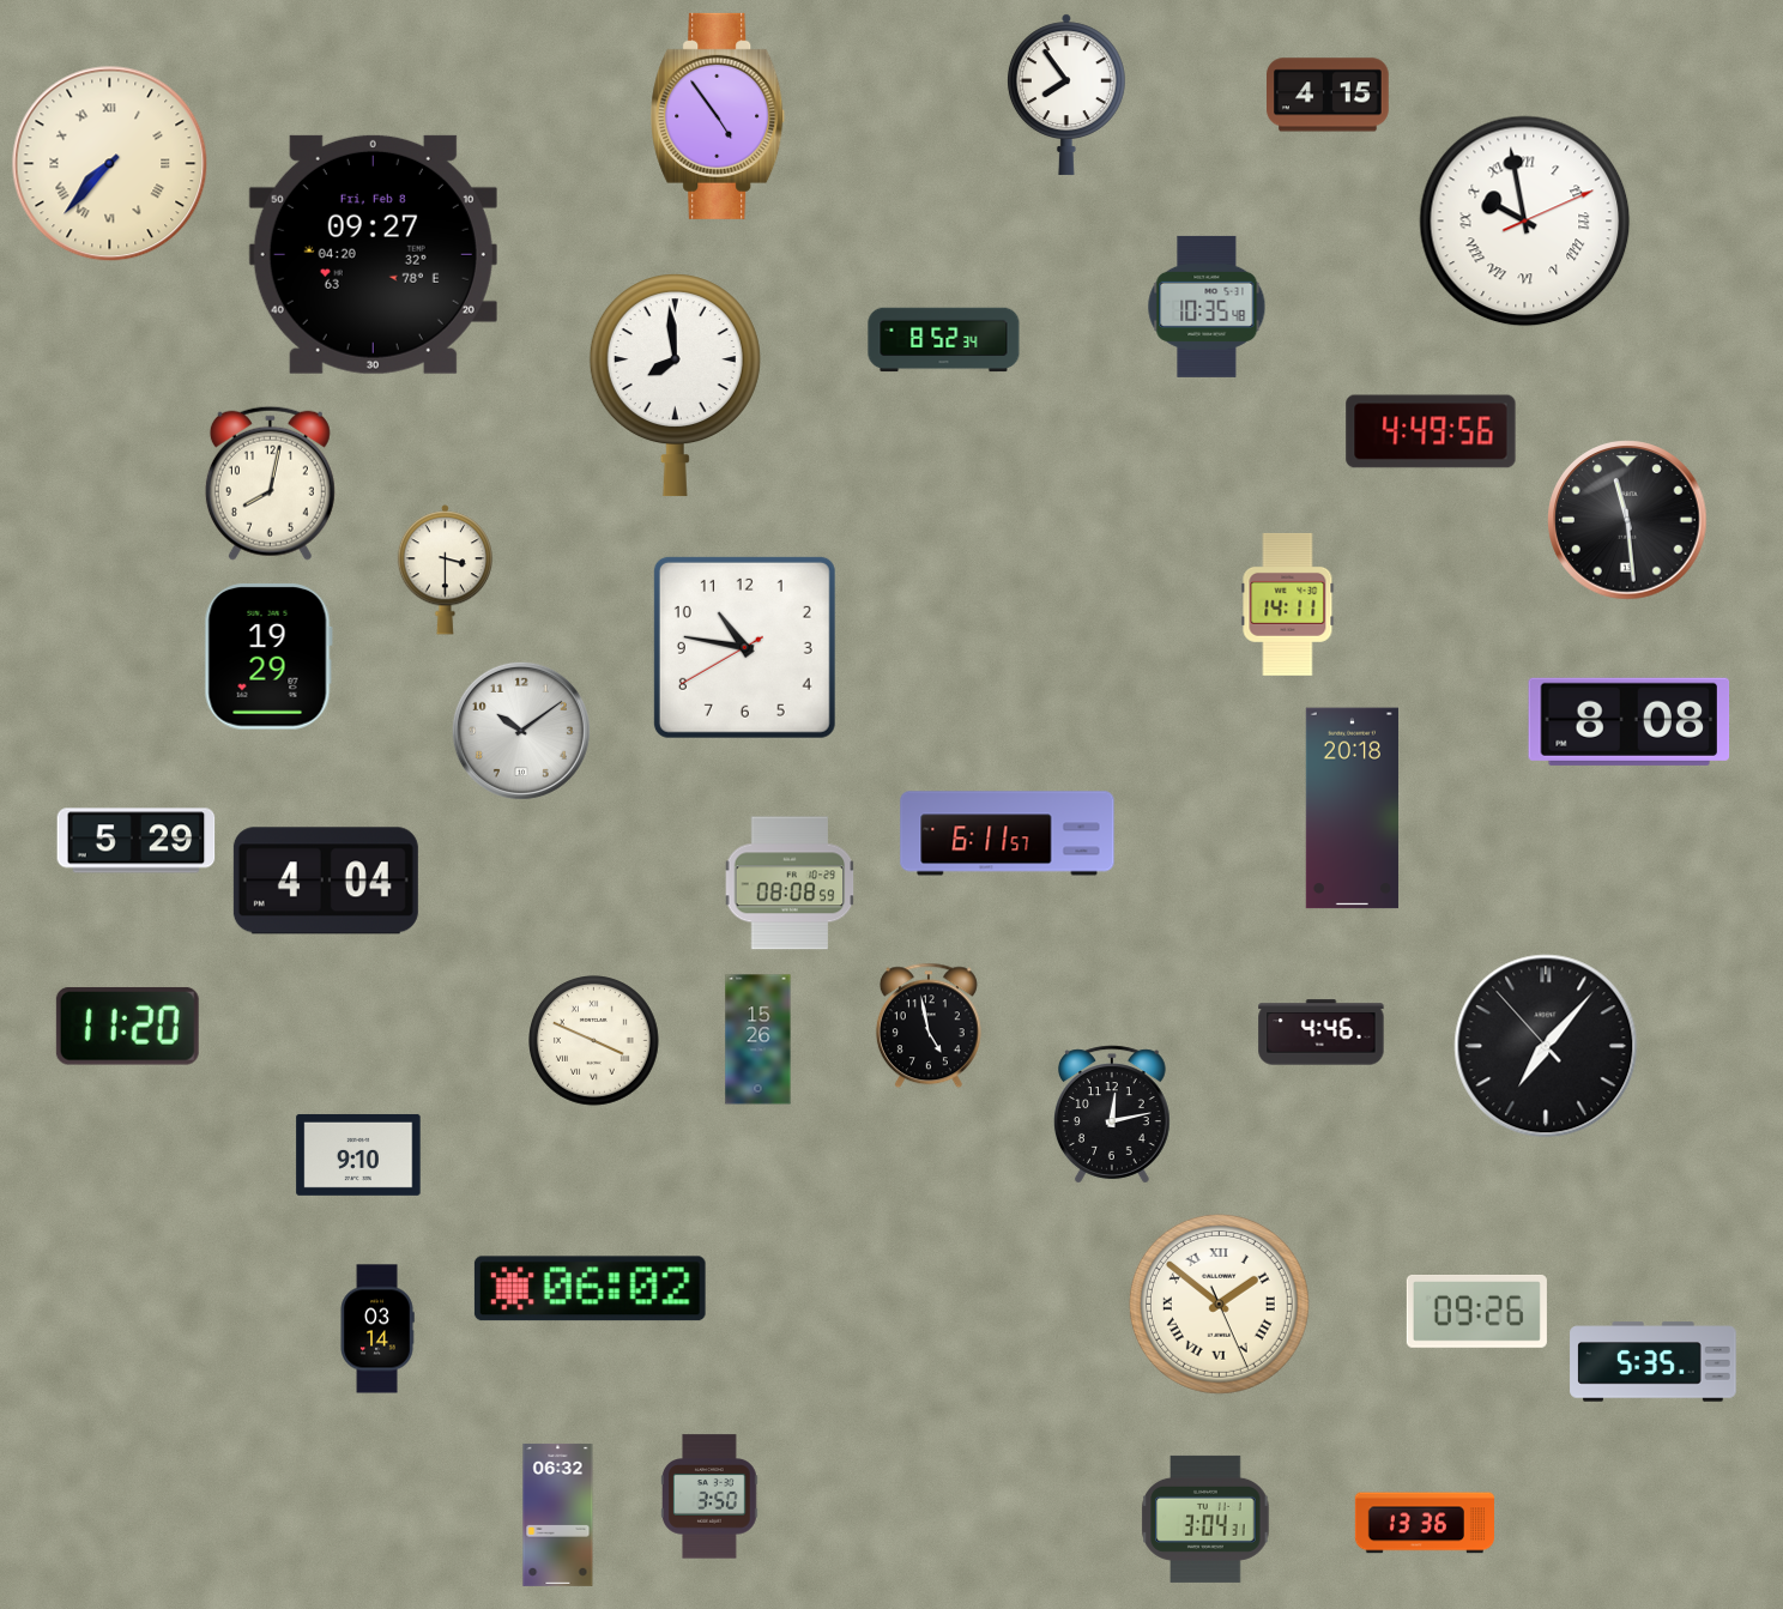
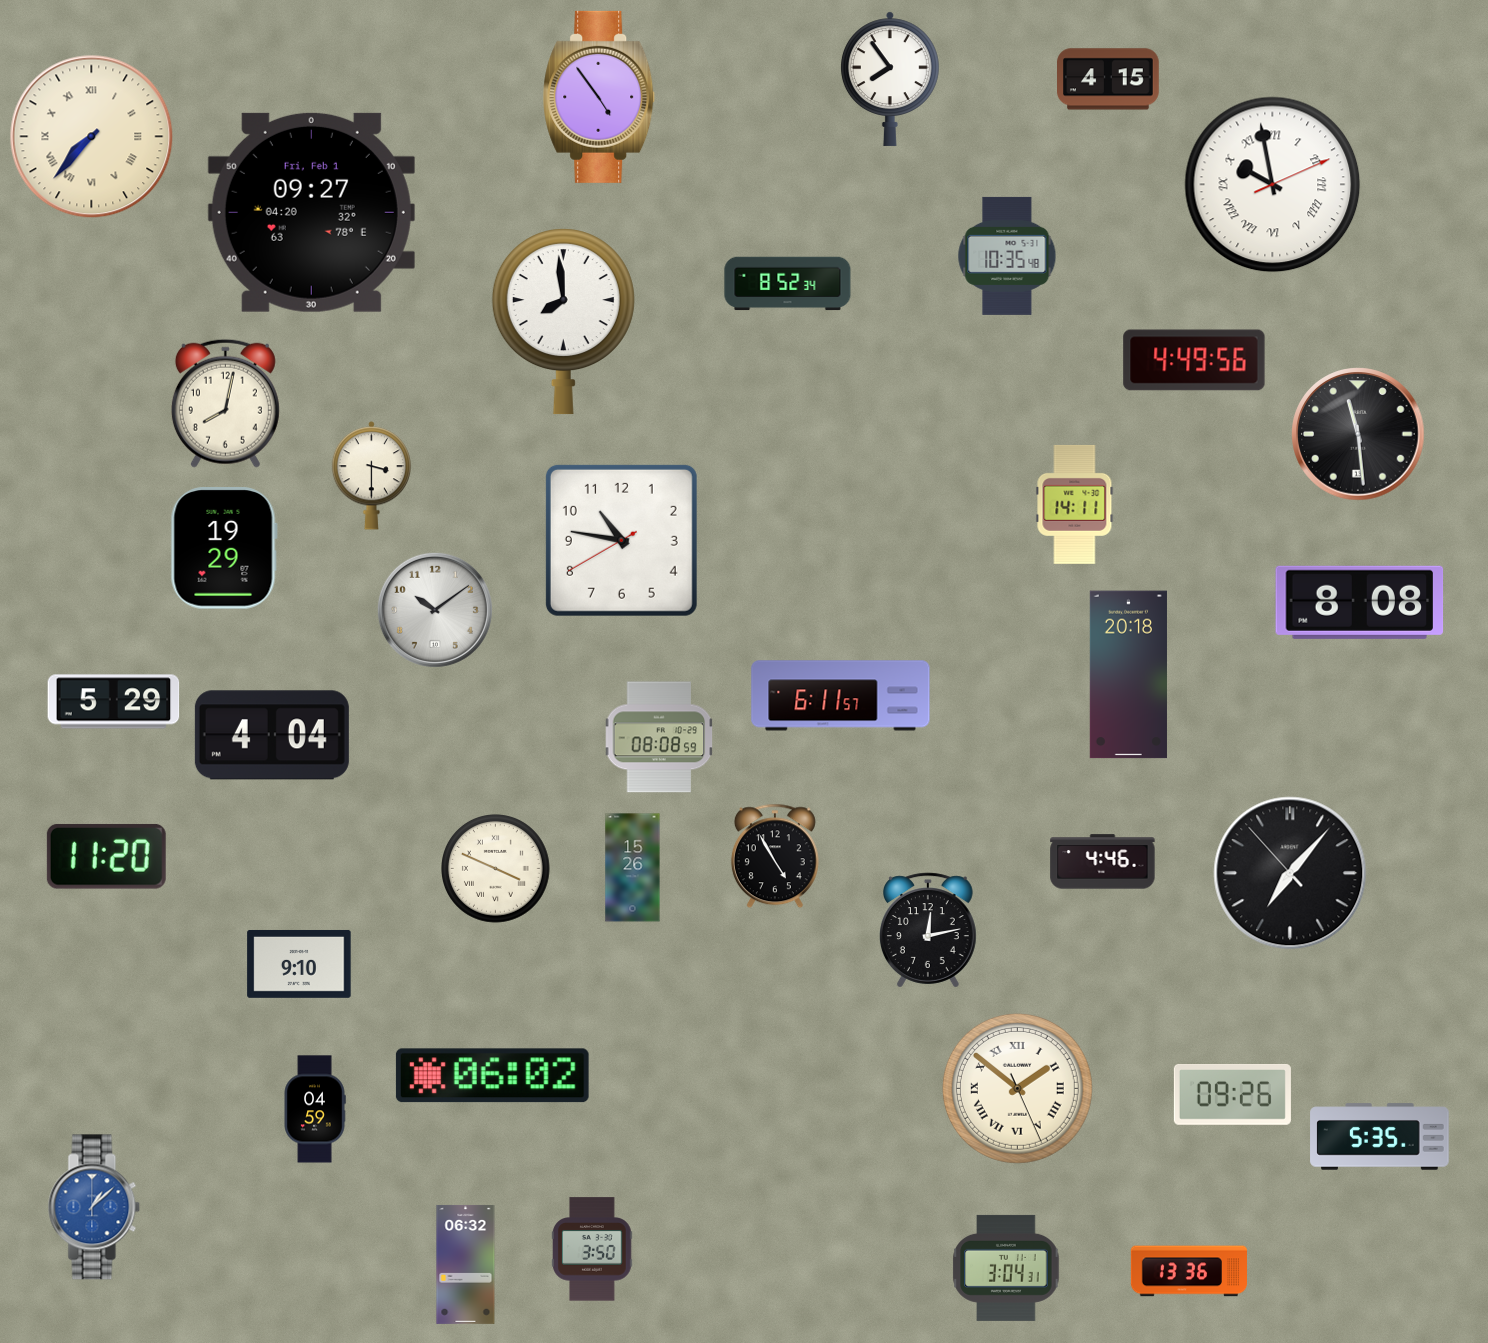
clock at (373, 254) date: Fri, Feb 8 -> Fri, Feb 1
clock at (929, 1026): 4:58 -> 4:55
clock at (377, 1329): 03:14 -> 04:59
clock at (94, 1207): none -> 1:08
